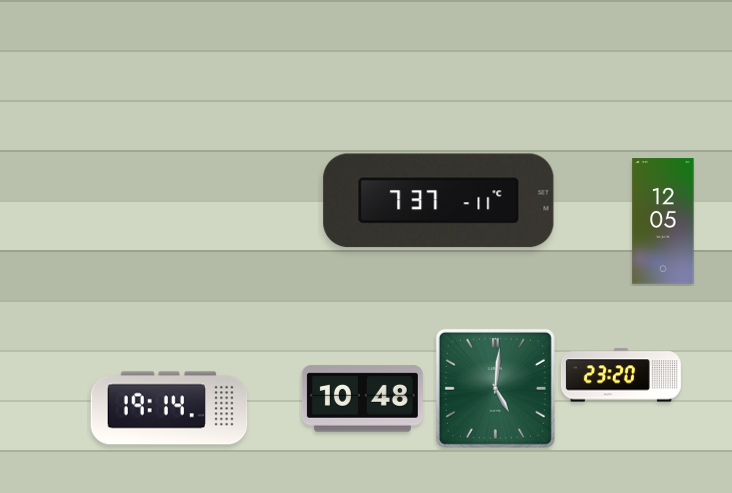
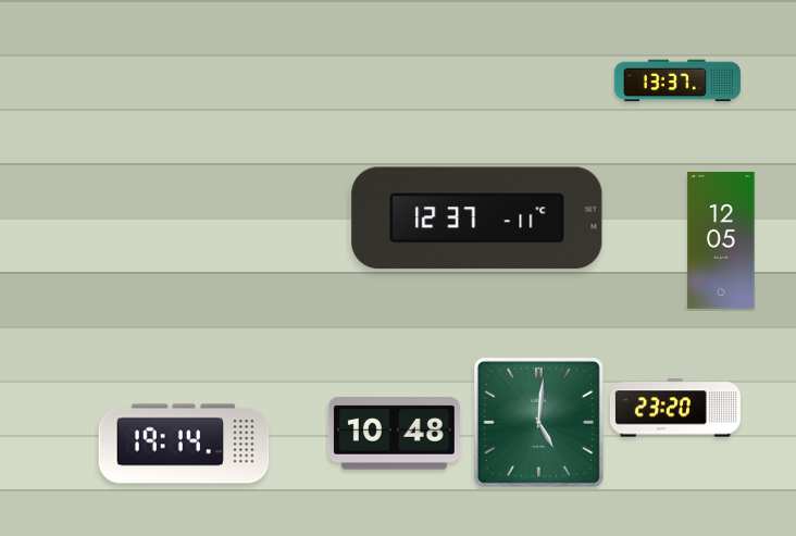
clock at (677, 80): none -> 13:37
clock at (439, 201): 7:37 -> 12:37
